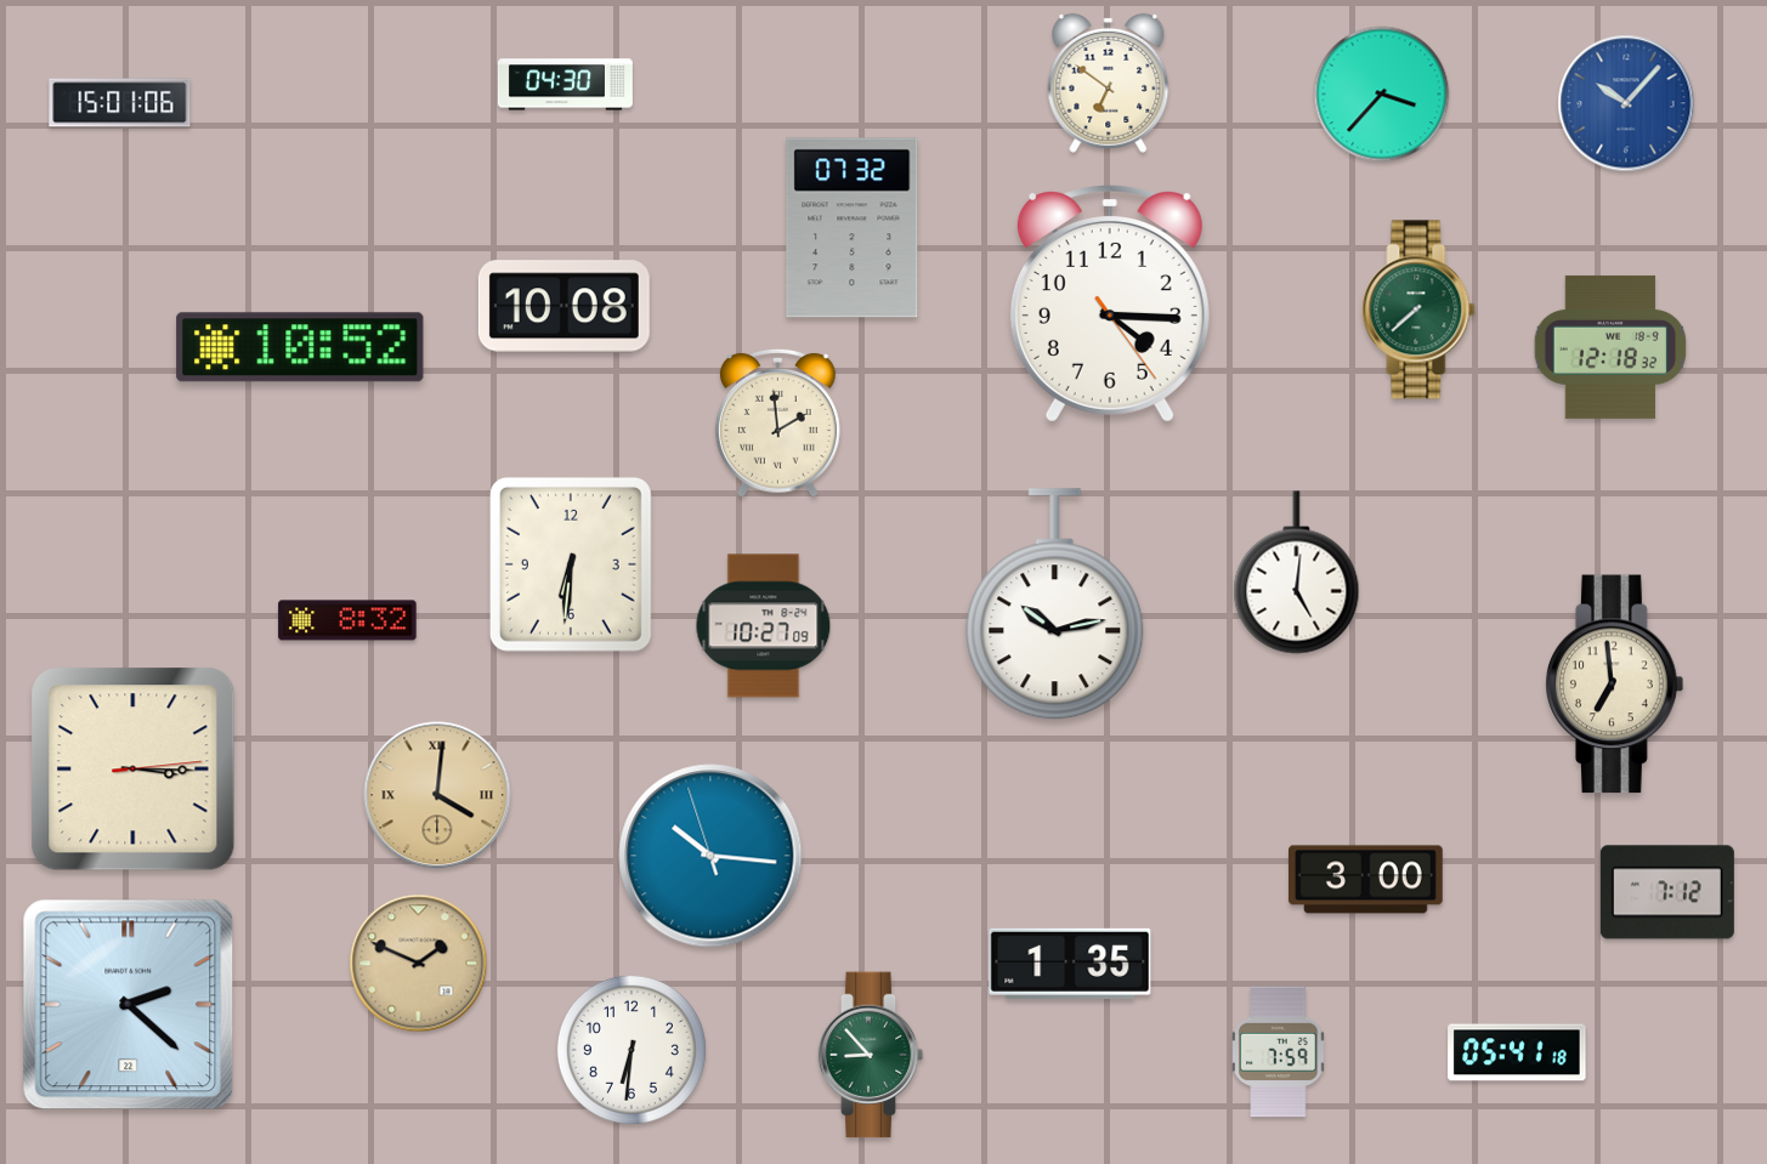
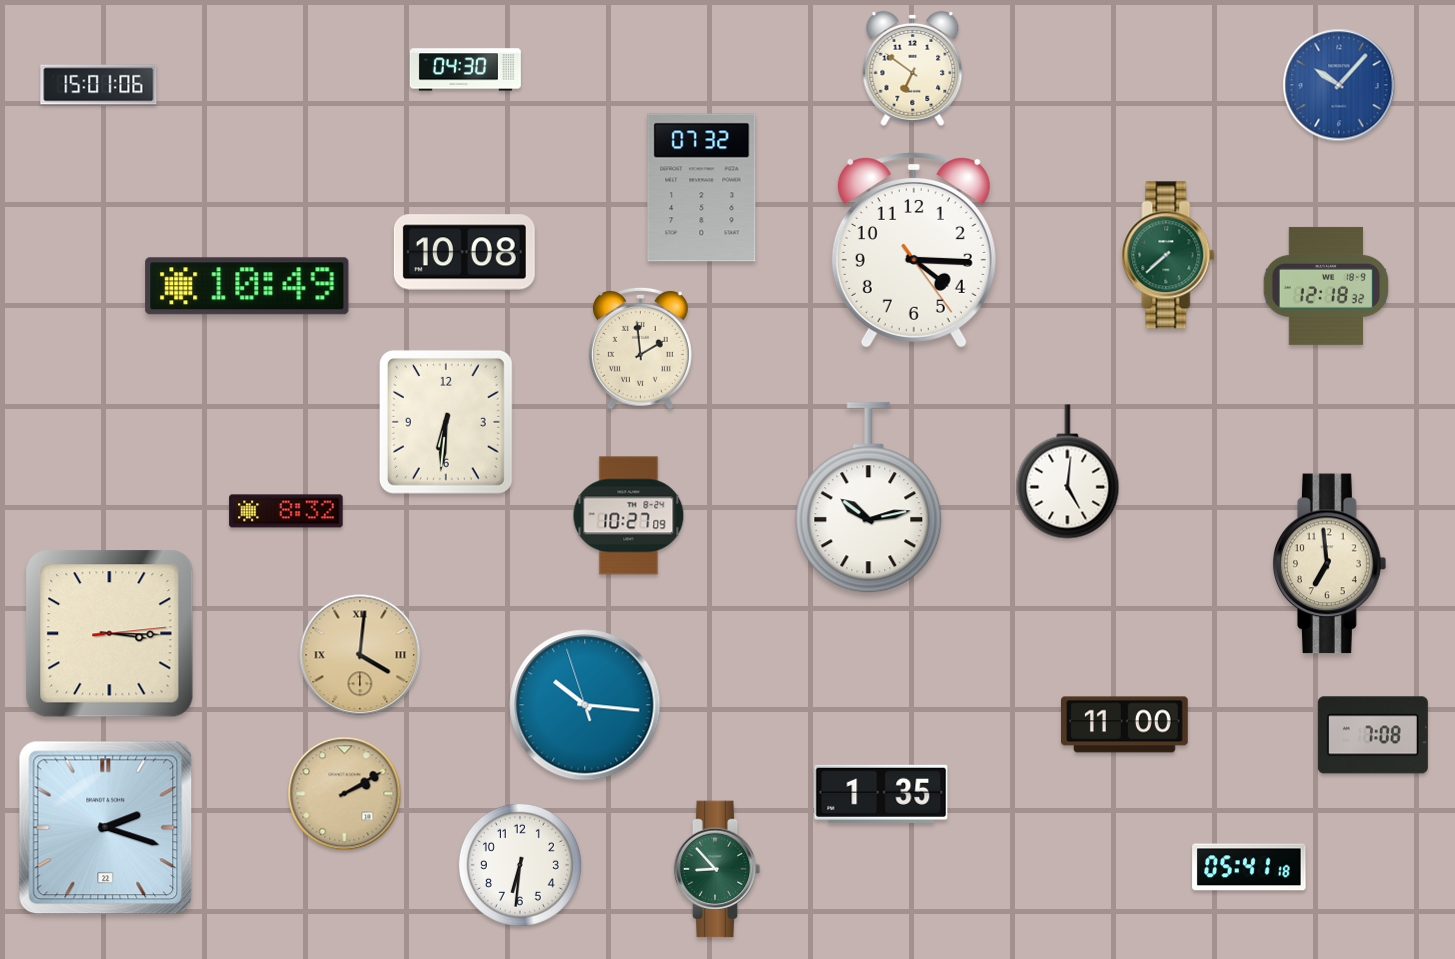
clock at (1382, 95): 3:37 -> none
clock at (300, 347): 10:52 -> 10:49
clock at (571, 564) position: (571, 564) -> (446, 422)
clock at (1366, 880): 3:00 -> 11:00
clock at (1667, 892): 7:12 -> 7:08
clock at (419, 964): 1:49 -> 2:10
clock at (129, 1005): 2:22 -> 2:18
clock at (1279, 1052): 7:59 -> none
